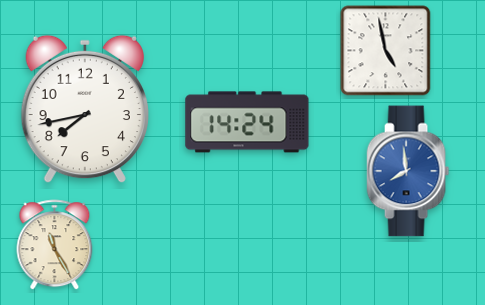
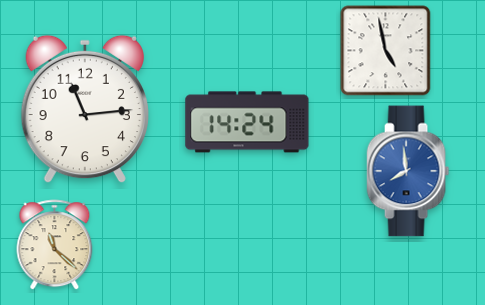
clock at (85, 109): 7:43 -> 11:14
clock at (55, 245): 11:25 -> 11:22
